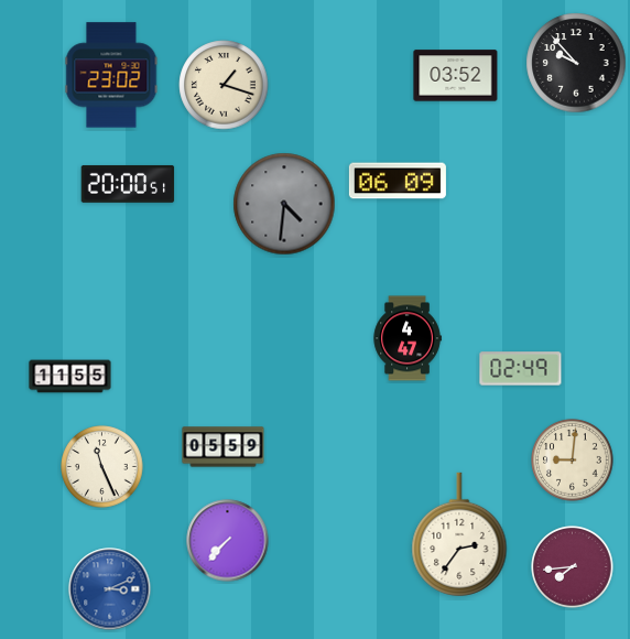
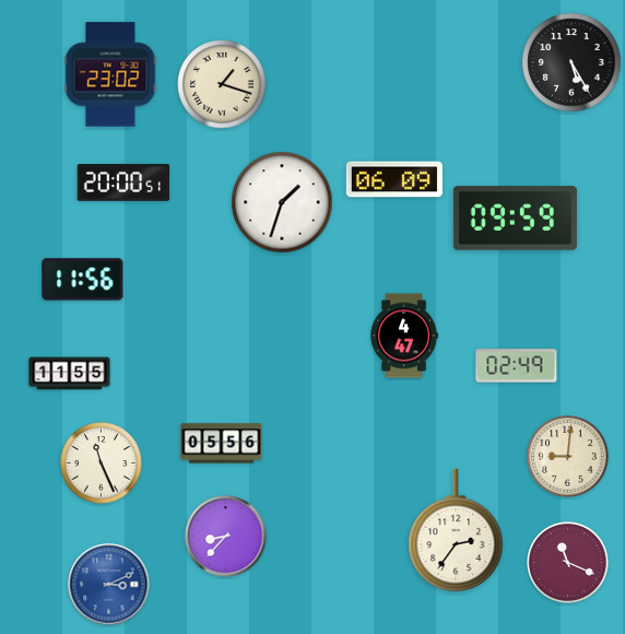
clock at (576, 63): 9:53 -> 5:25
clock at (456, 76): 03:52 -> none
clock at (128, 184) position: (128, 184) -> (123, 183)
clock at (284, 204): 4:31 -> 1:33
clock at (284, 204) dial: grey -> white
clock at (515, 219): none -> 09:59
clock at (83, 280): none -> 11:56
clock at (224, 447): 05:59 -> 05:56
clock at (228, 541): 7:37 -> 8:37
clock at (573, 567): 7:44 -> 11:19
